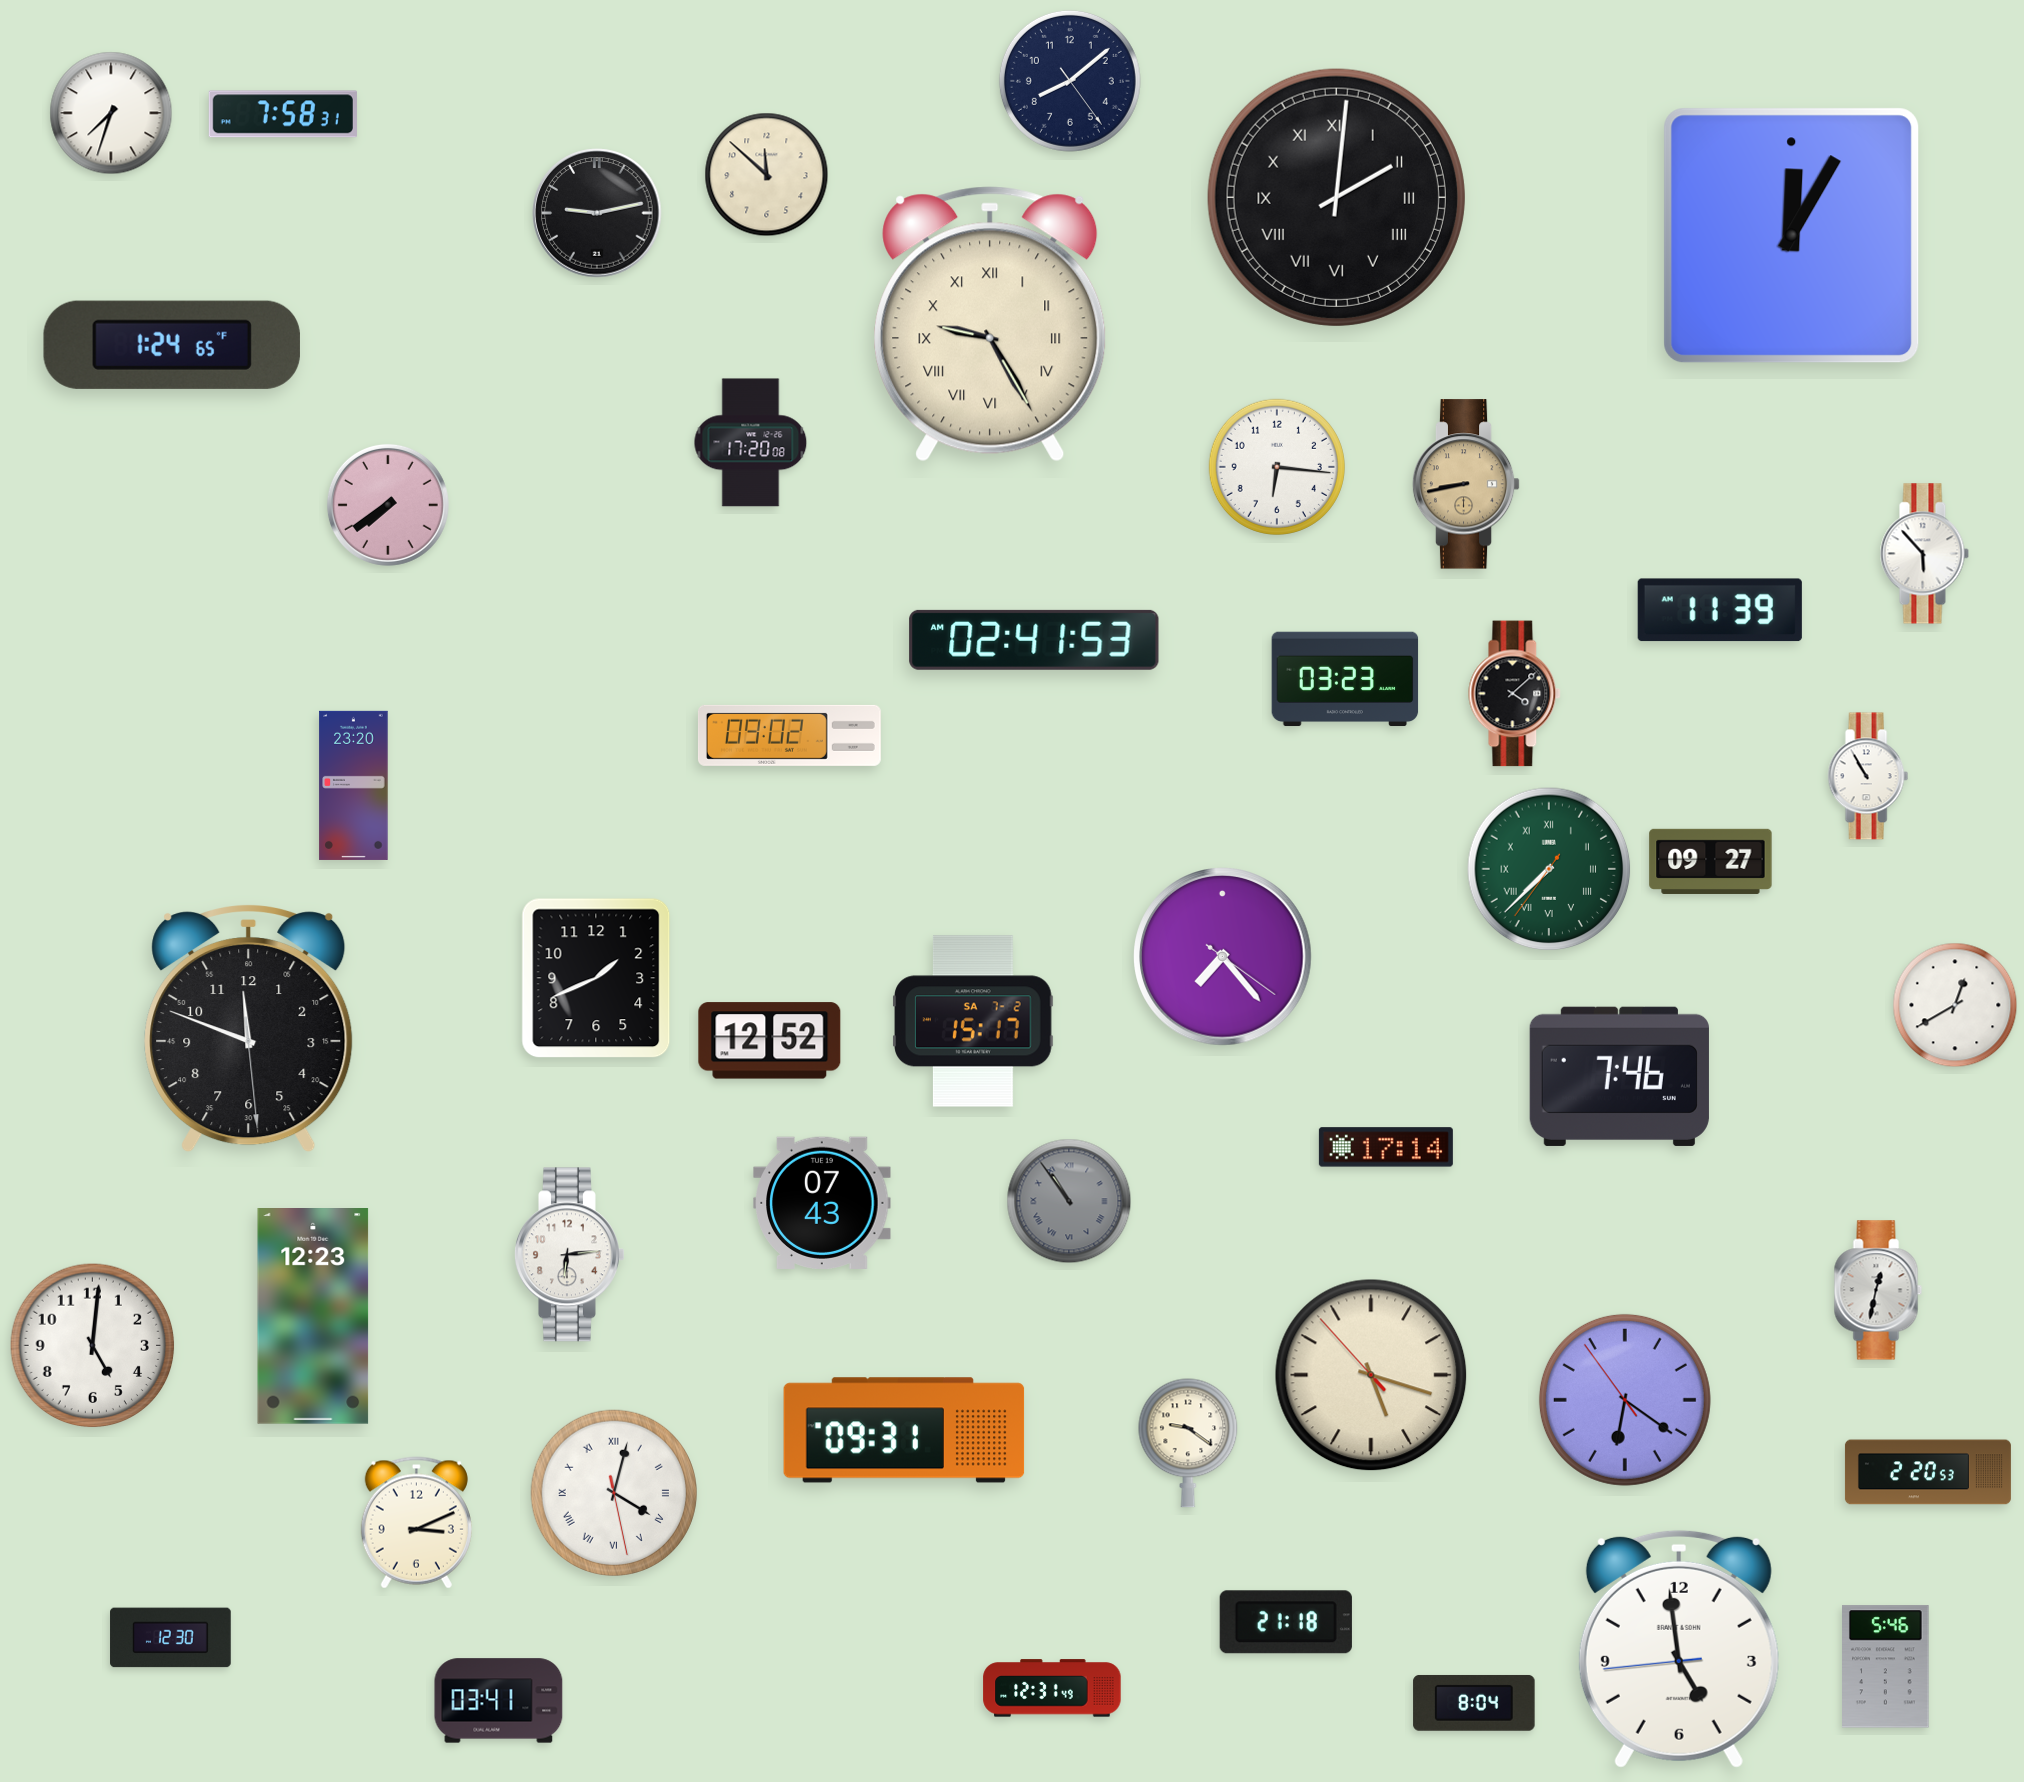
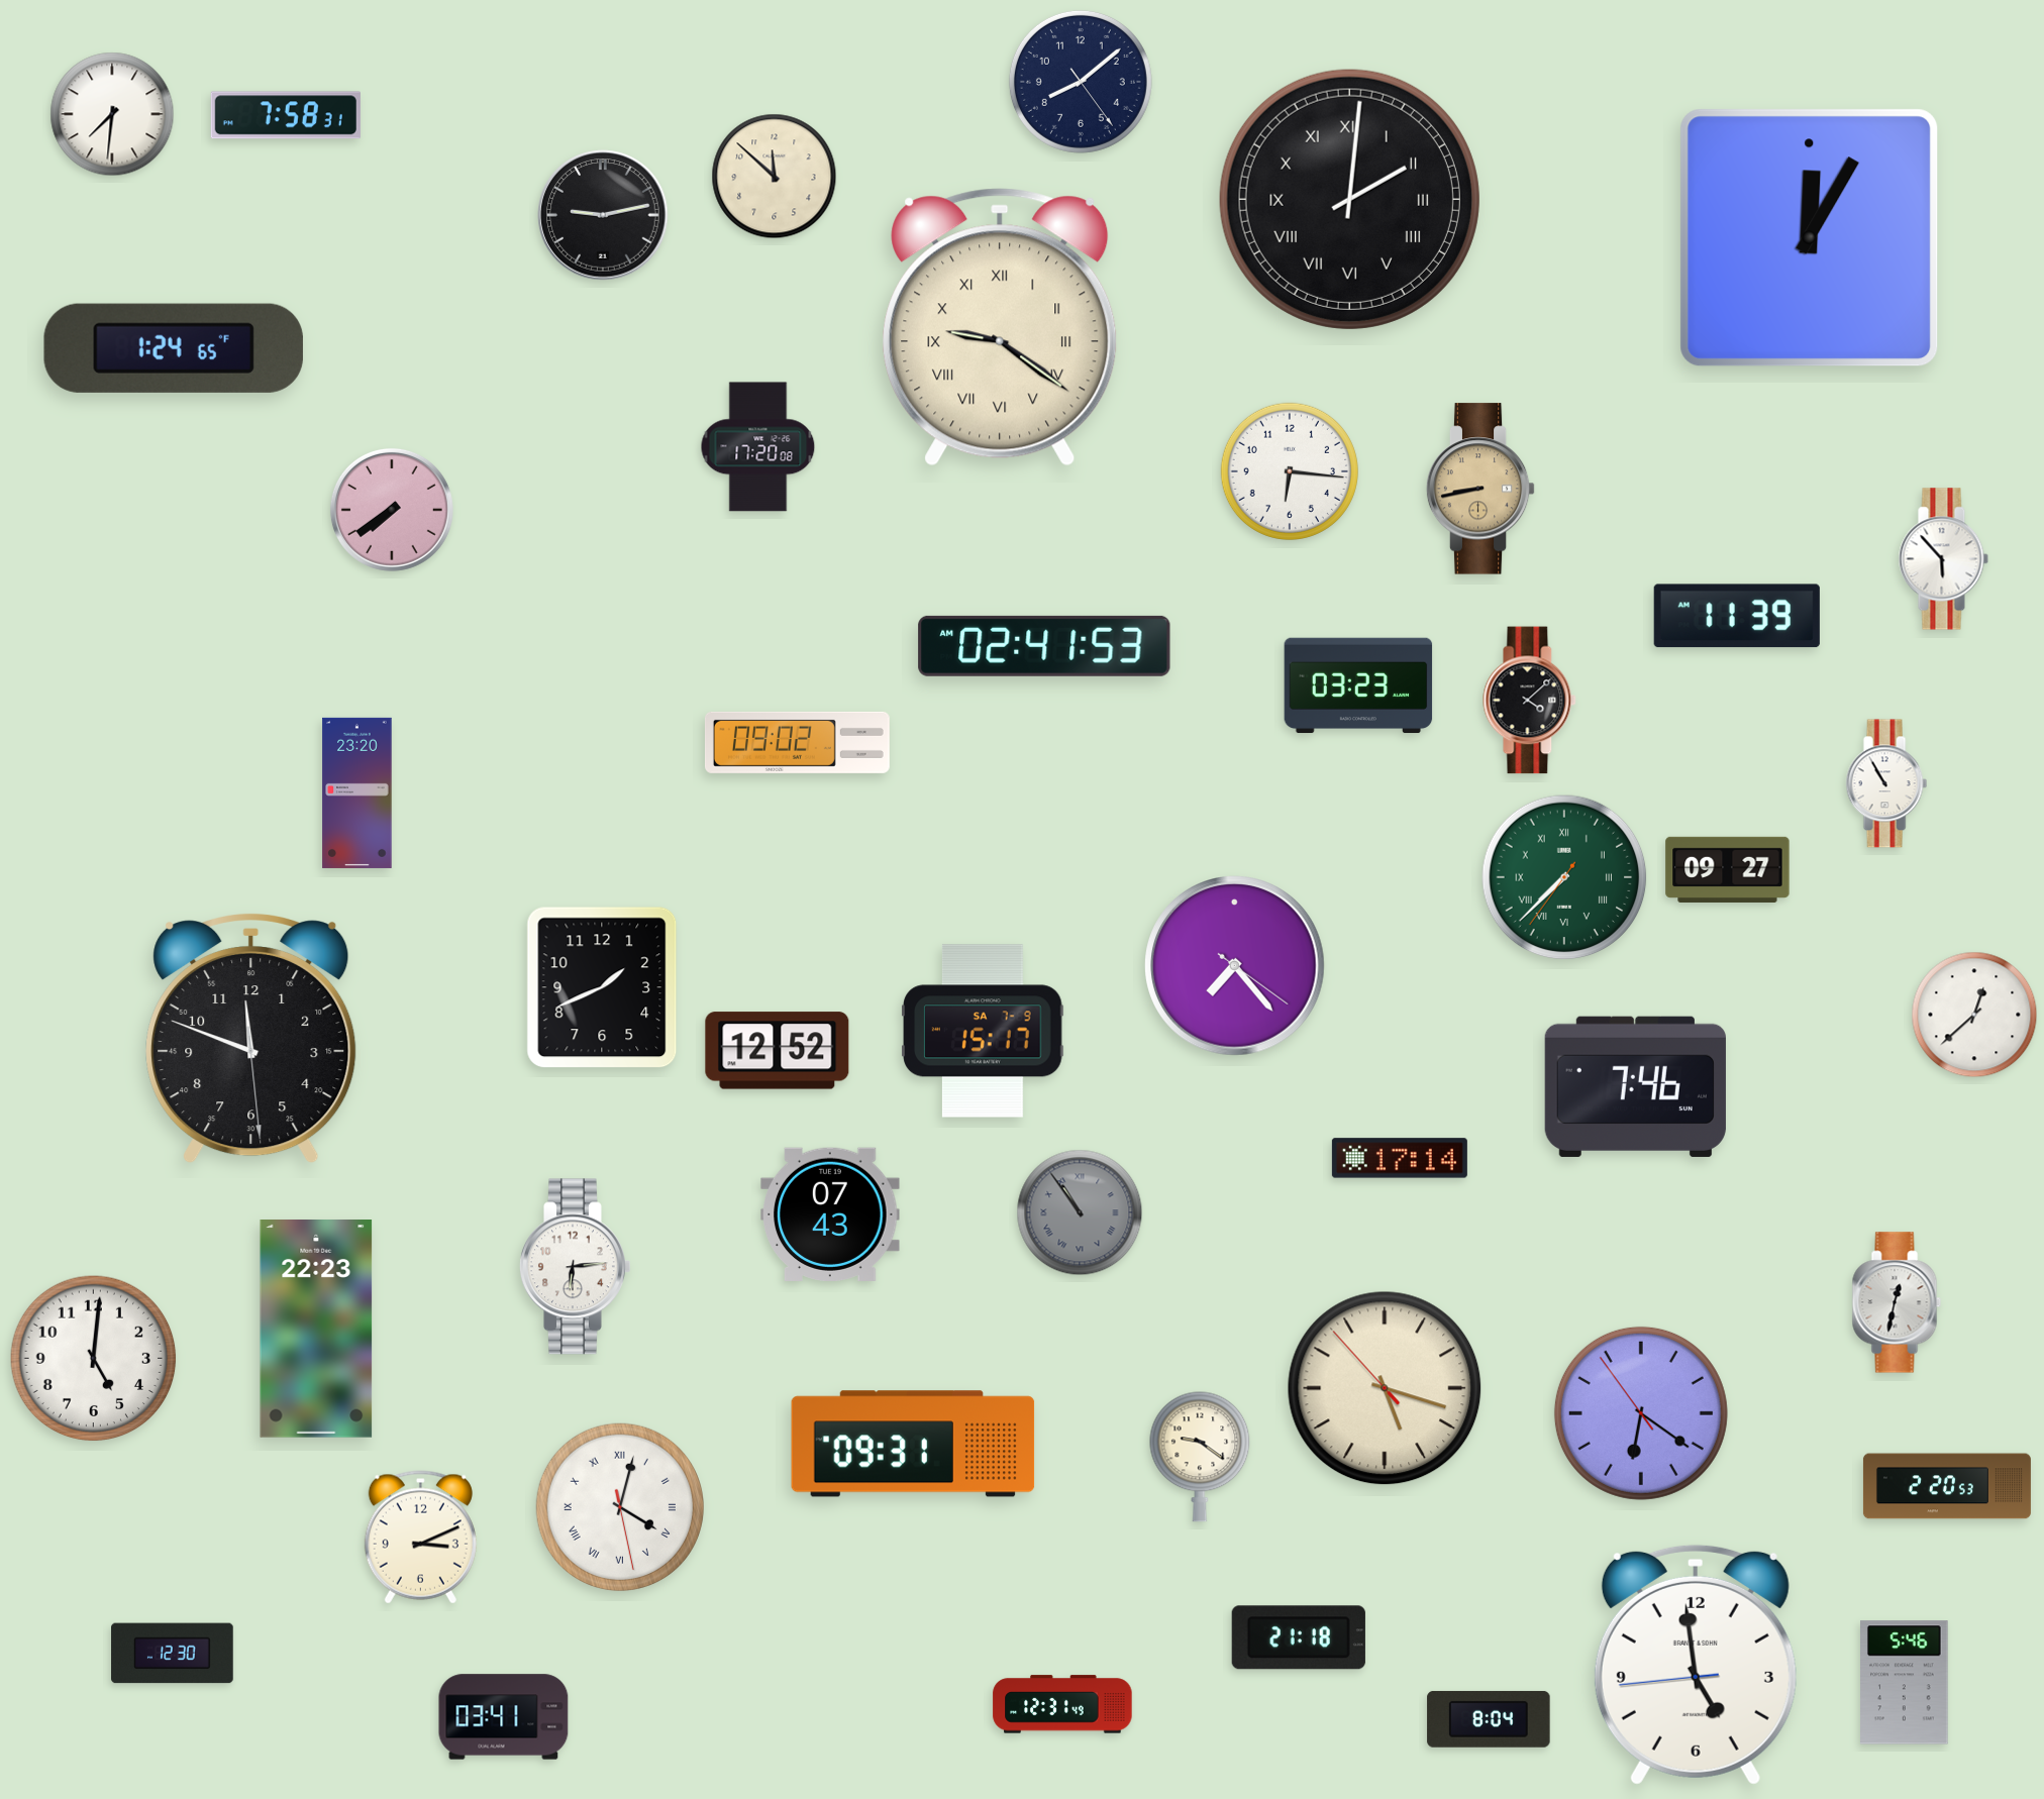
clock at (111, 113): 7:33 -> 7:31
clock at (990, 324): 9:25 -> 9:21
clock at (1955, 1005): 12:40 -> 12:38
clock at (973, 1021) date: SA 7-2 -> SA 7-9
clock at (313, 1317): 12:23 -> 22:23
